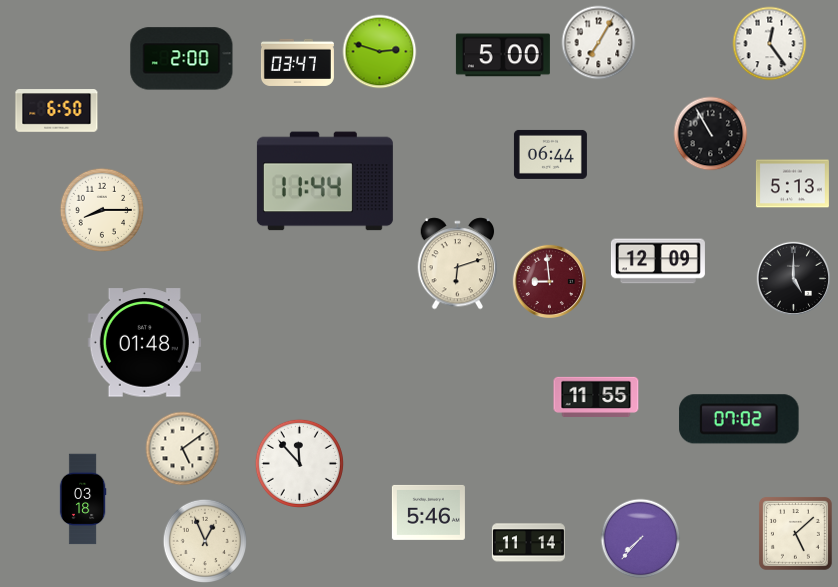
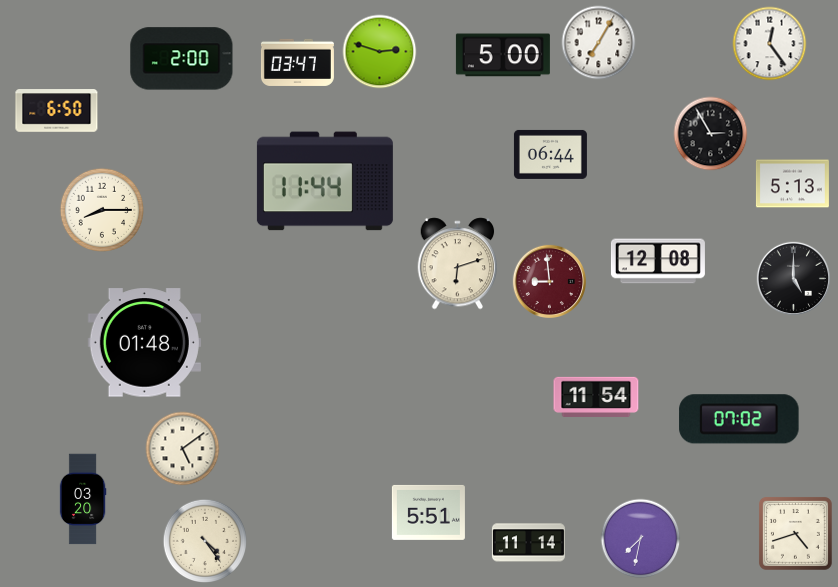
clock at (711, 134): 10:55 -> 2:55
clock at (658, 261): 12:09 -> 12:08
clock at (596, 396): 11:55 -> 11:54
clock at (299, 463): 11:53 -> none
clock at (83, 499): 03:18 -> 03:20
clock at (428, 512): 5:46 -> 5:51
clock at (795, 533): 5:08 -> 4:42
clock at (641, 539): 7:37 -> 7:32
clock at (204, 540): 12:56 -> 4:24
